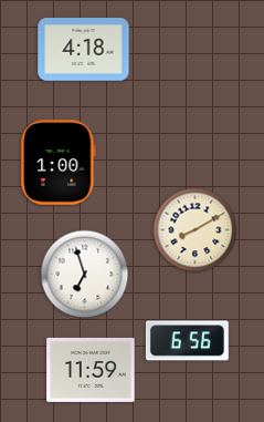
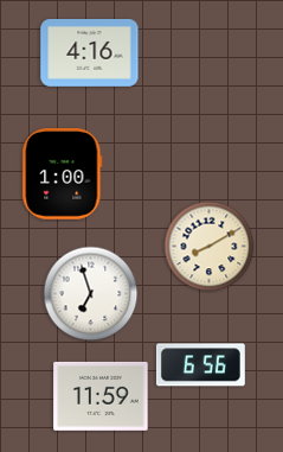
clock at (84, 50): 4:18 -> 4:16
clock at (91, 370) position: (91, 370) -> (101, 396)
